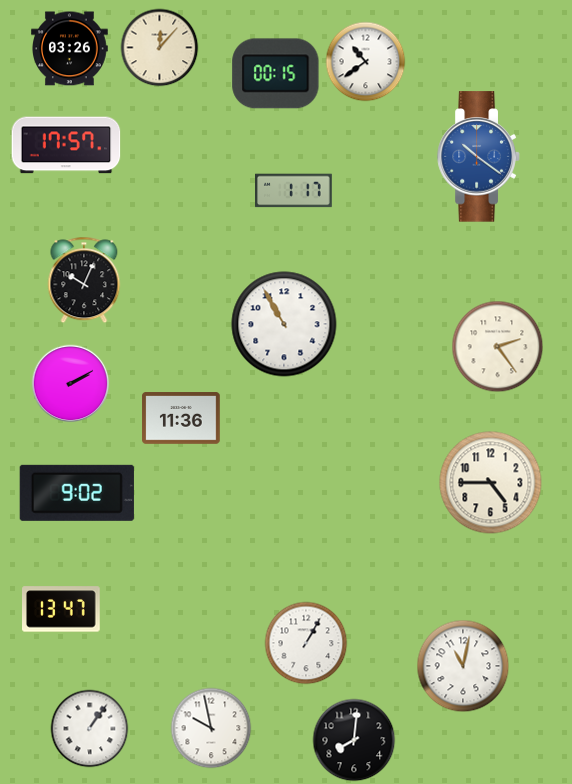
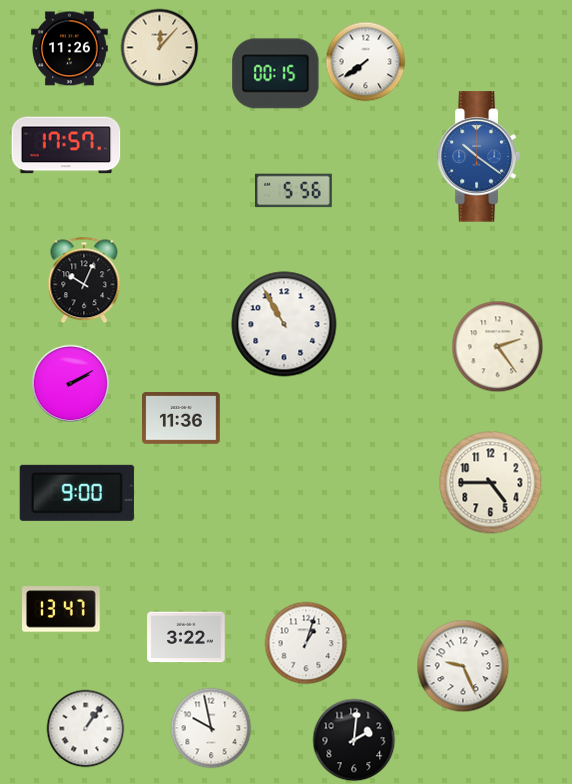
clock at (70, 49): 03:26 -> 11:26
clock at (365, 61): 10:39 -> 7:39
clock at (294, 191): 1:17 -> 5:56
clock at (77, 493): 9:02 -> 9:00
clock at (186, 637): none -> 3:22
clock at (306, 643): 1:05 -> 1:03
clock at (463, 666): 11:02 -> 9:26
clock at (89, 728) position: (89, 728) -> (85, 728)
clock at (354, 740): 8:01 -> 2:01
